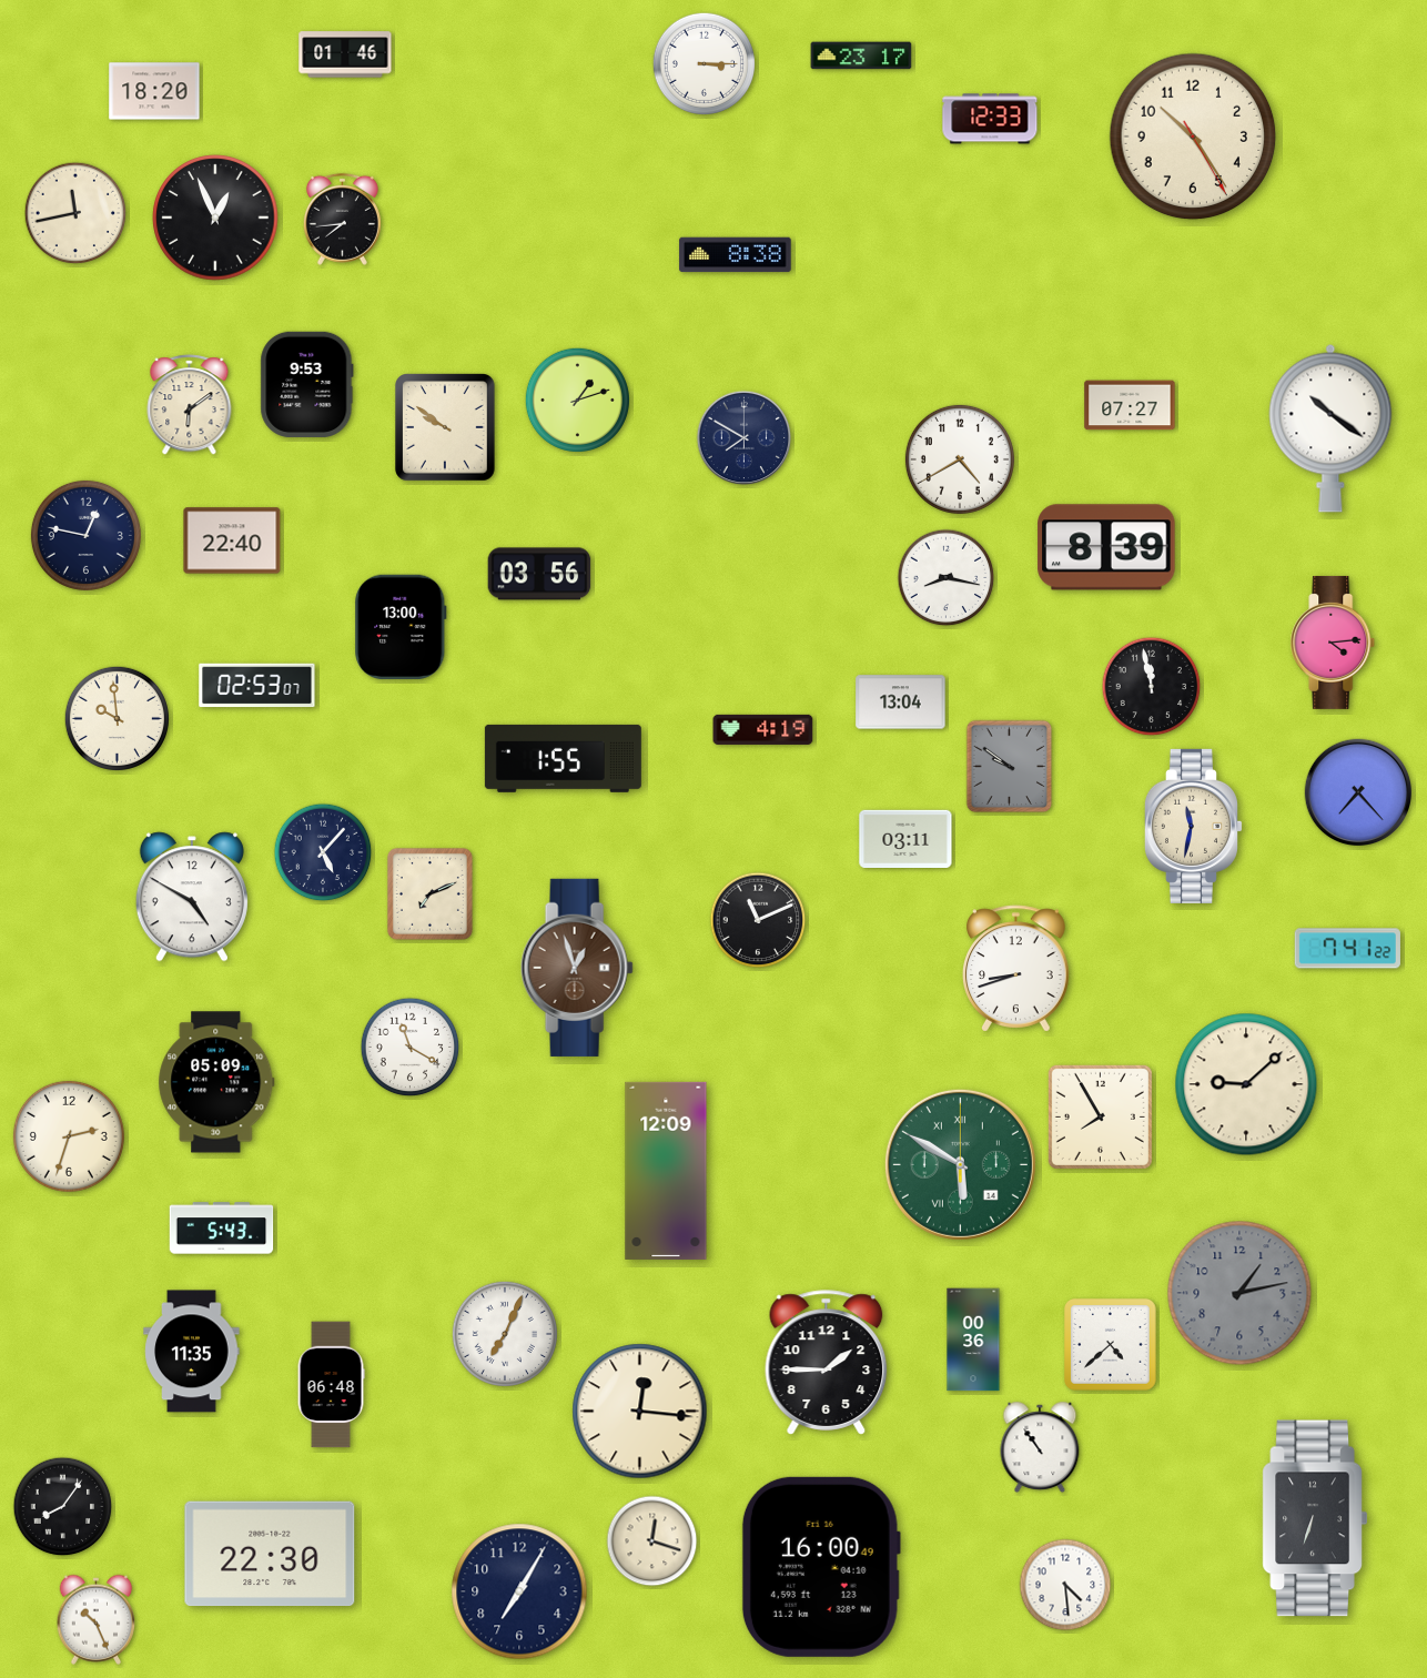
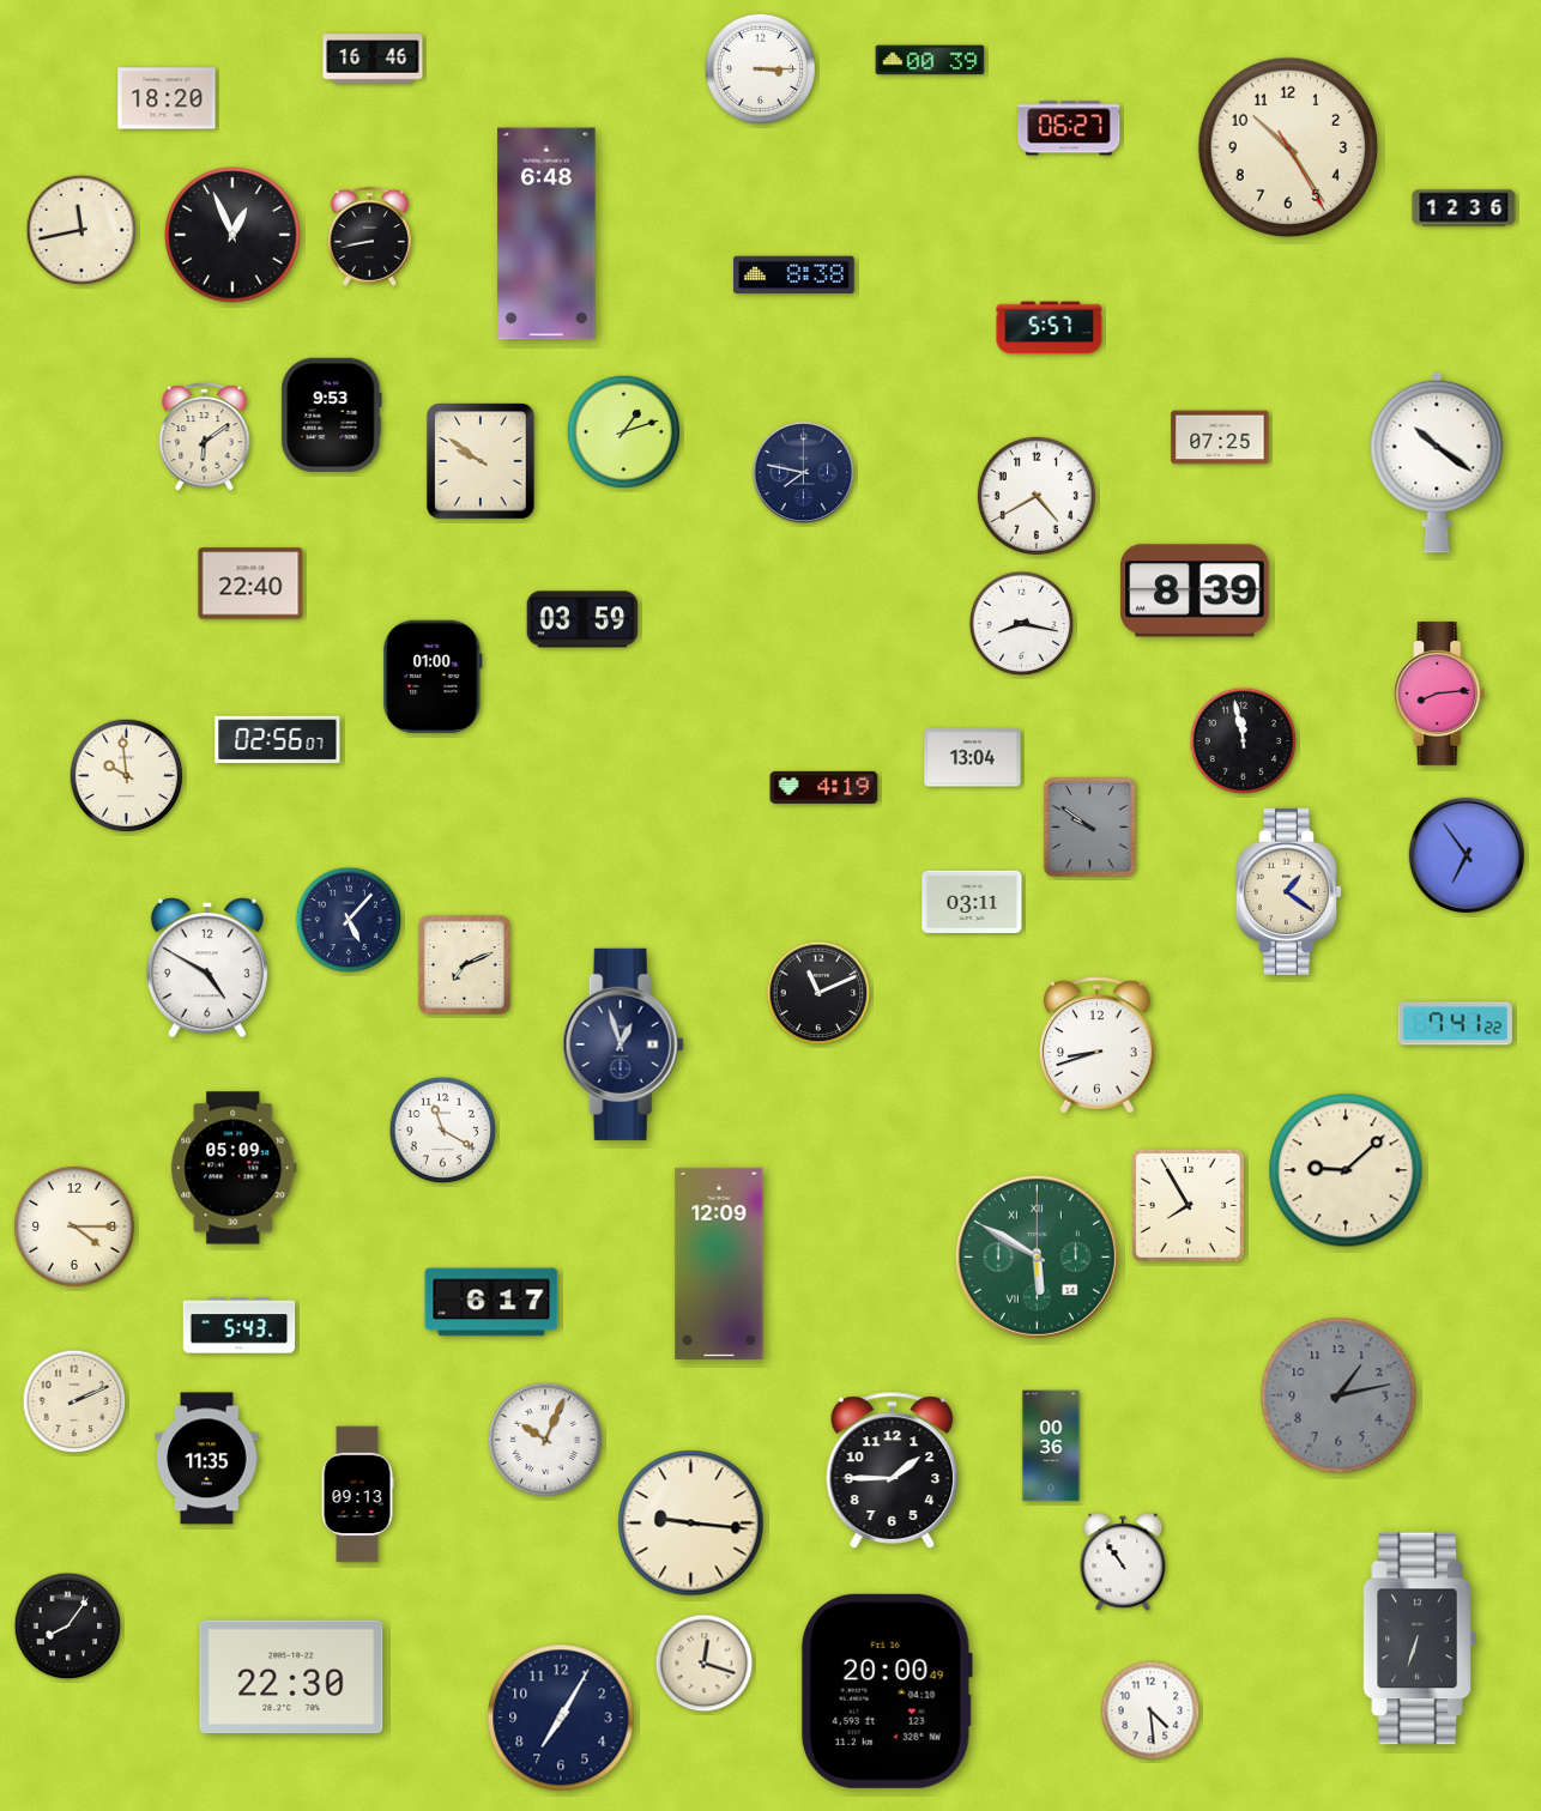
clock at (345, 54): 01:46 -> 16:46
clock at (861, 55): 23:17 -> 00:39
clock at (990, 119): 12:33 -> 06:27
clock at (1464, 208): none -> 12:36
clock at (546, 234): none -> 6:48
clock at (342, 219): 7:44 -> 8:43
clock at (1050, 328): none -> 5:57
clock at (1130, 405): 07:27 -> 07:25
clock at (745, 438): 7:50 -> 7:47
clock at (85, 535): 12:47 -> none
clock at (539, 574): 03:56 -> 03:59
clock at (401, 626): 13:00 -> 01:00
clock at (1333, 643): 4:14 -> 8:14
clock at (257, 686): 02:53 -> 02:56
clock at (563, 758): 1:55 -> none
clock at (1357, 791): 7:23 -> 6:54
clock at (1193, 826): 11:32 -> 1:21
clock at (905, 838) position: (905, 838) -> (972, 901)
clock at (577, 968) dial: brown -> navy
clock at (69, 1136): 2:33 -> 4:15
clock at (491, 1302): none -> 6:17
clock at (74, 1401): none -> 2:11
clock at (505, 1334): 7:04 -> 10:04
clock at (1111, 1345): 4:38 -> none
clock at (331, 1385): 06:48 -> 09:13
clock at (640, 1412): 12:16 -> 9:16
clock at (821, 1567): 16:00 -> 20:00
clock at (97, 1619): 10:26 -> none
